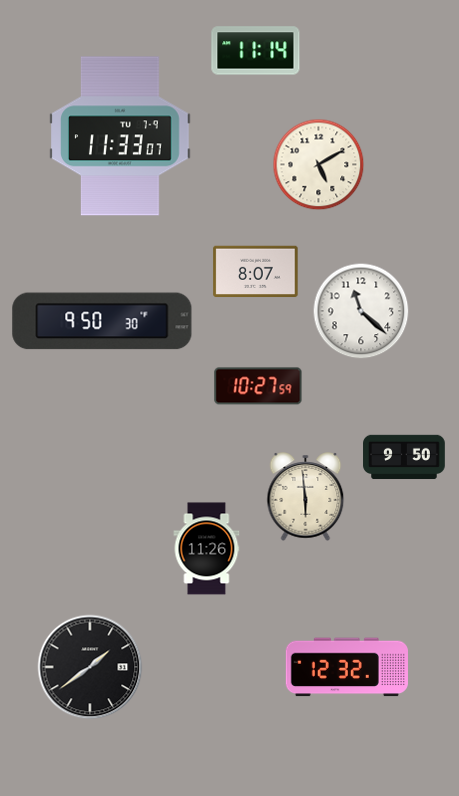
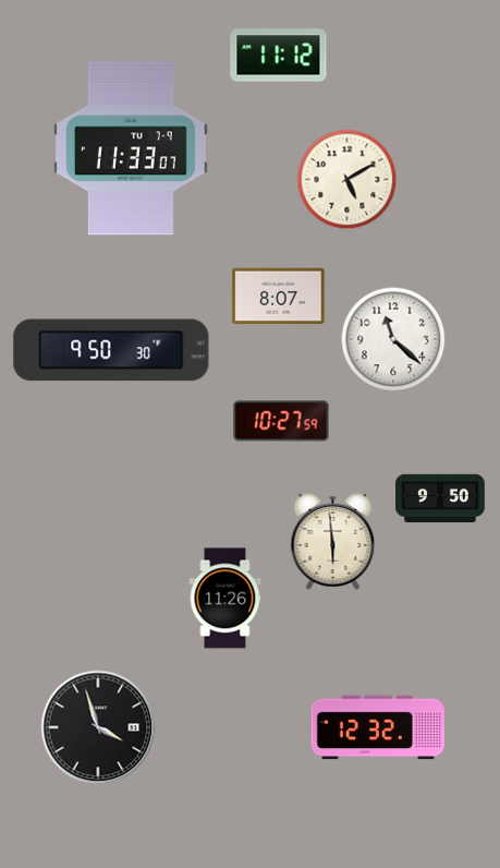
clock at (256, 51): 11:14 -> 11:12
clock at (90, 667): 1:39 -> 3:57
